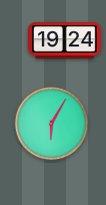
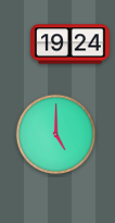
clock at (52, 124): 6:05 -> 5:00
